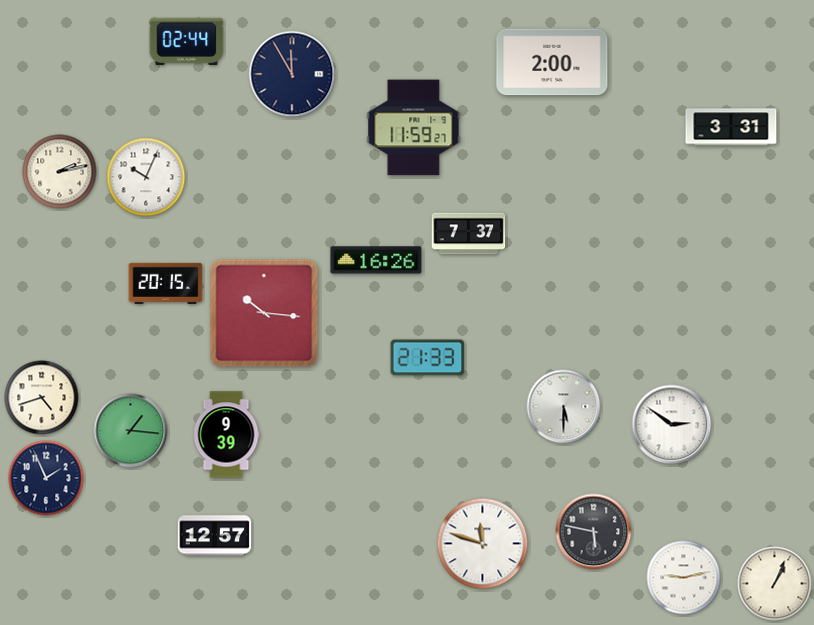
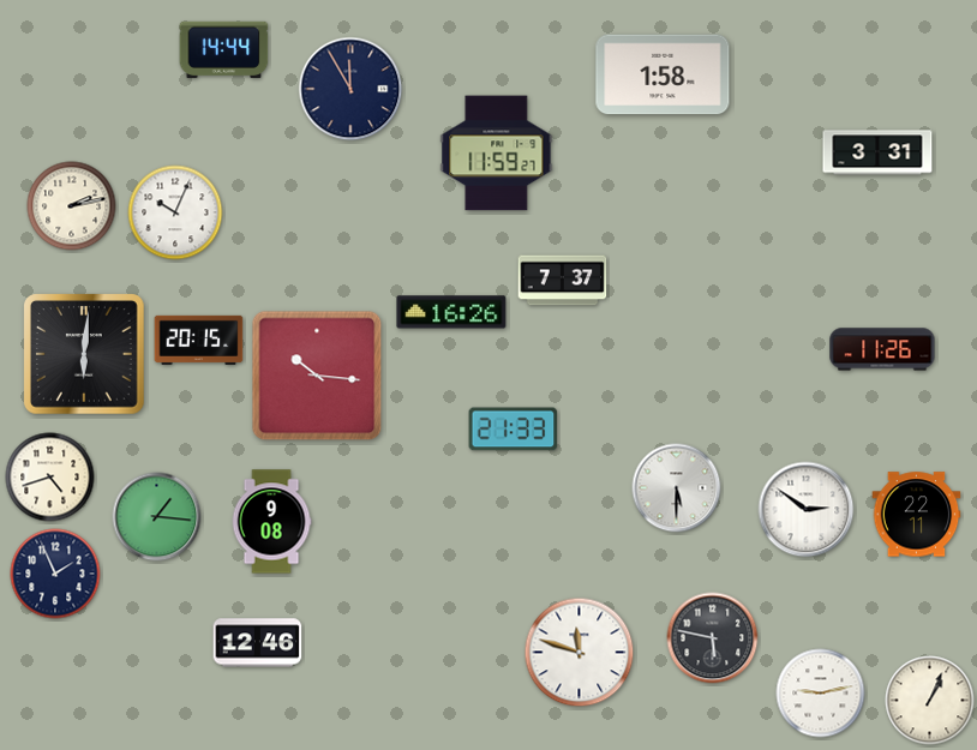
clock at (187, 41): 02:44 -> 14:44
clock at (552, 62): 2:00 -> 1:58
clock at (882, 349): none -> 11:26
clock at (84, 354): none -> 6:01
clock at (917, 515): none -> 22:11
clock at (226, 435): 9:39 -> 9:08
clock at (215, 536): 12:57 -> 12:46
